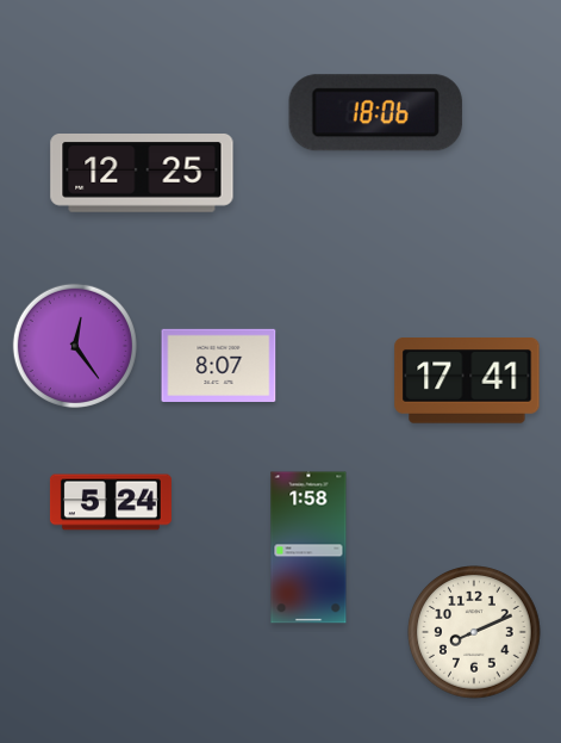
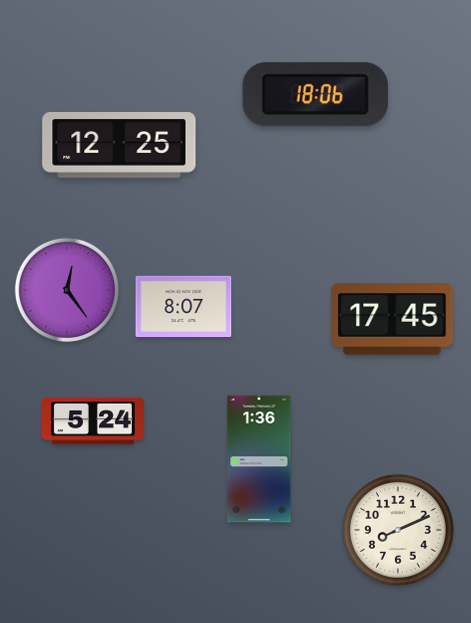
clock at (75, 346) position: (75, 346) -> (67, 290)
clock at (467, 382): 17:41 -> 17:45
clock at (308, 547): 1:58 -> 1:36
